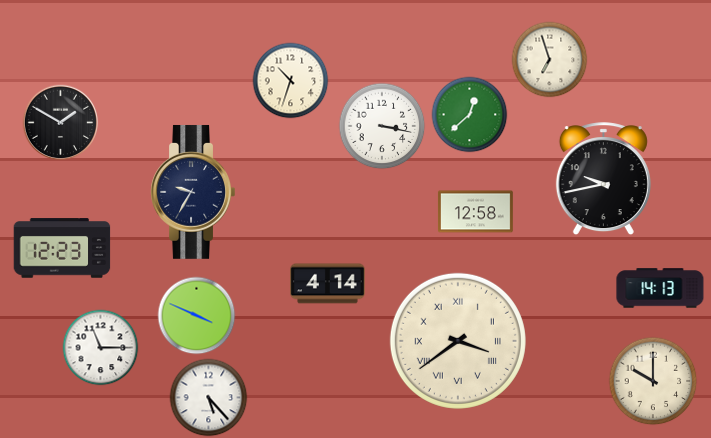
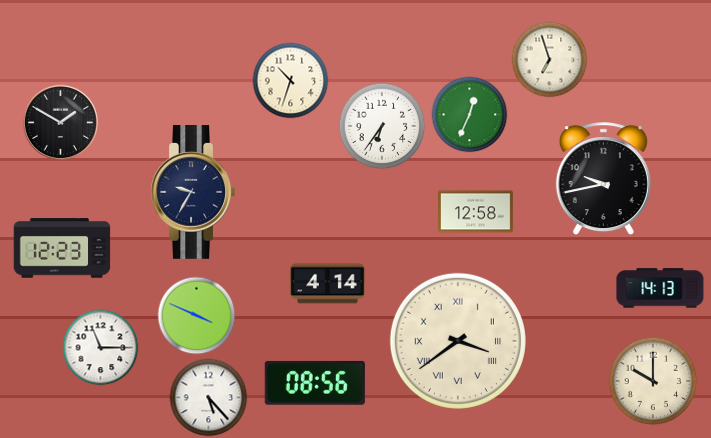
clock at (470, 115): 12:38 -> 12:34
clock at (382, 126): 3:17 -> 6:36
clock at (315, 383): none -> 08:56
